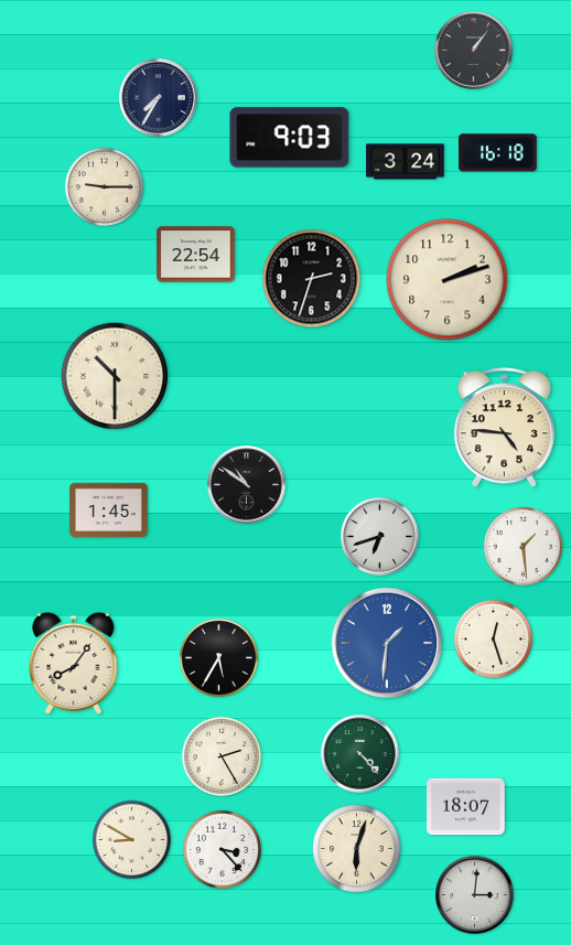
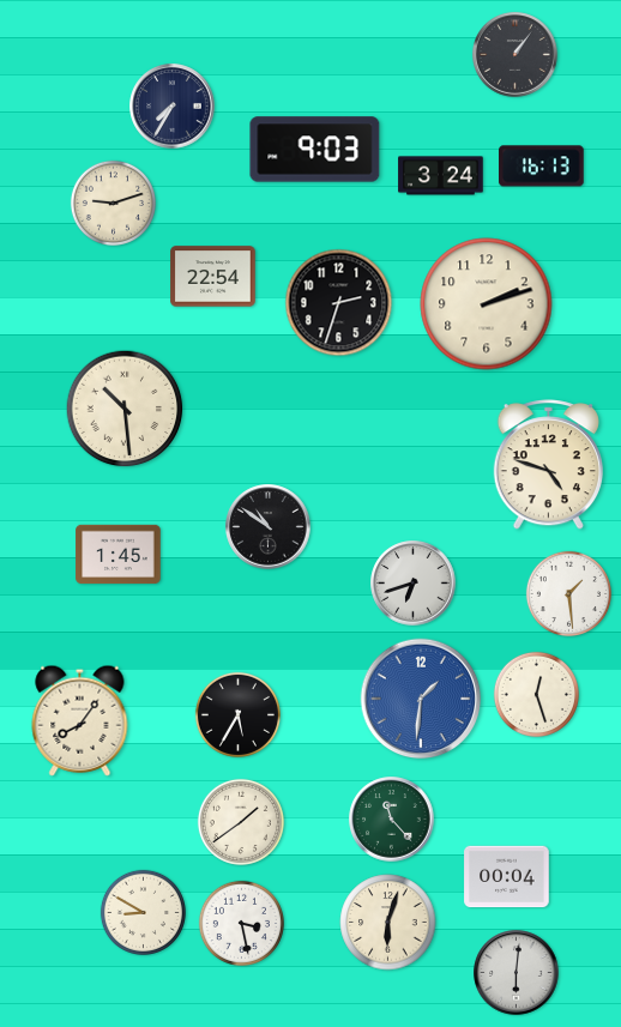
clock at (498, 153): 16:18 -> 16:13
clock at (104, 186): 9:15 -> 9:12
clock at (115, 376): 10:30 -> 10:29
clock at (504, 428): 4:46 -> 4:48
clock at (360, 754): 4:23 -> 11:23
clock at (222, 756): 2:25 -> 1:39
clock at (466, 807): 18:07 -> 00:04
clock at (222, 849): 3:23 -> 3:28
clock at (475, 895): 3:01 -> 6:01
